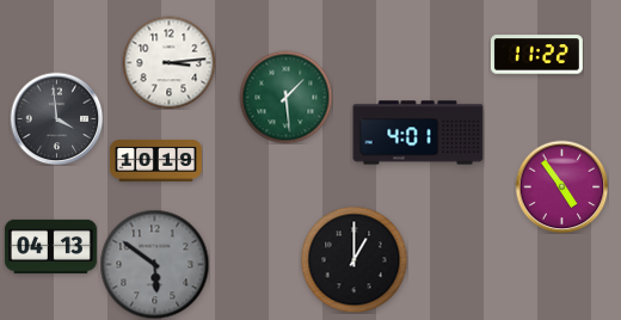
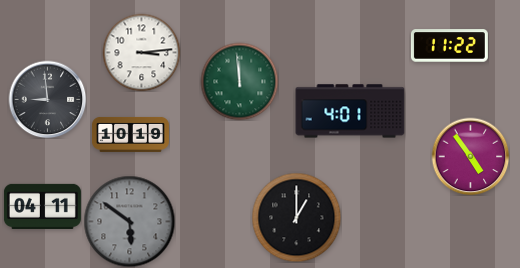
clock at (285, 97): 1:29 -> 11:59
clock at (56, 118): 3:59 -> 8:59
clock at (50, 246): 04:13 -> 04:11
